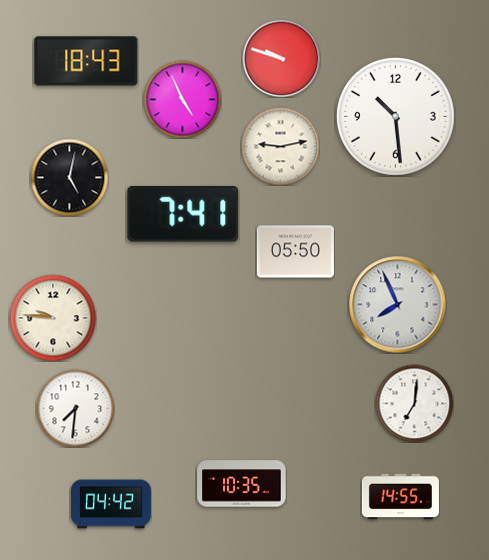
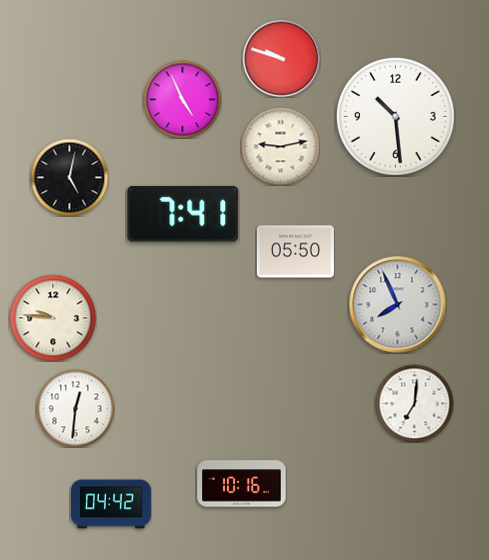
clock at (86, 61): 18:43 -> none
clock at (75, 408): 7:31 -> 12:31
clock at (242, 484): 10:35 -> 10:16
clock at (400, 497): 14:55 -> none
